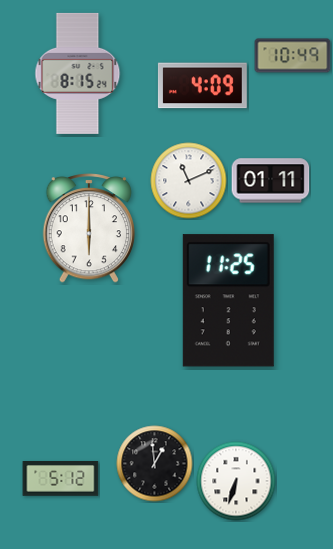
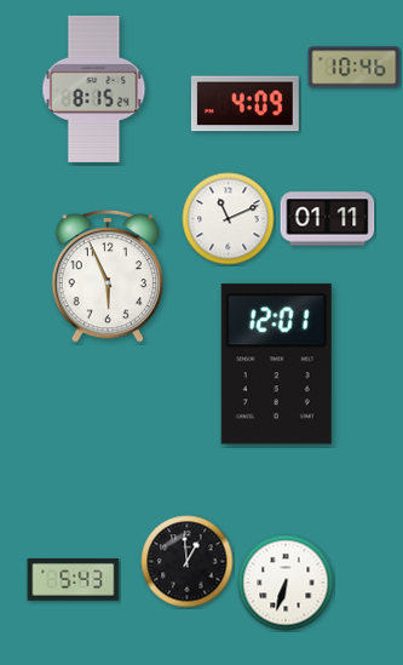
clock at (293, 56): 10:49 -> 10:46
clock at (89, 229): 6:00 -> 5:56
clock at (228, 301): 11:25 -> 12:01
clock at (61, 479): 5:12 -> 5:43
